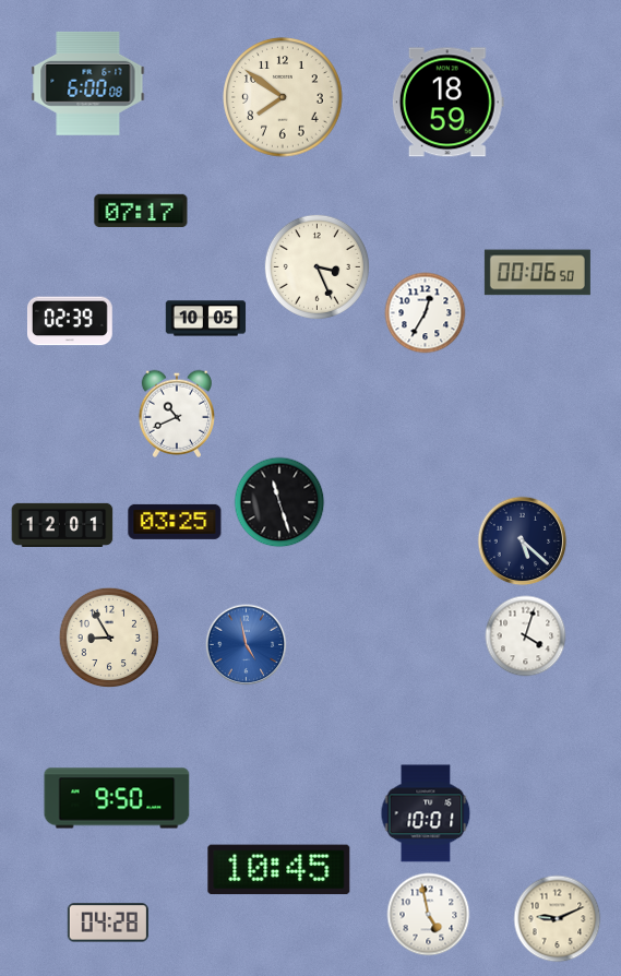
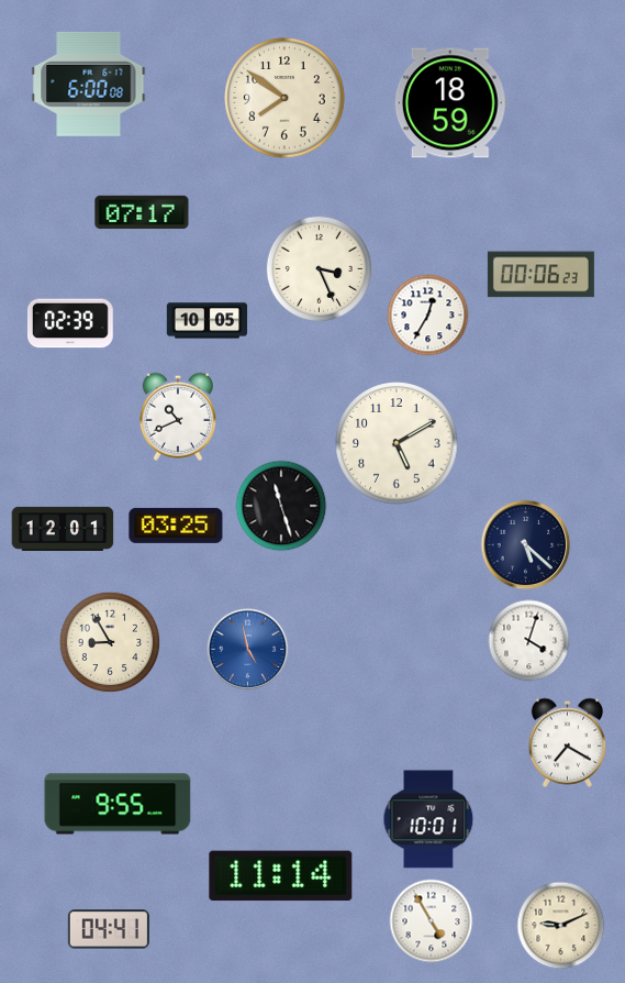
clock at (537, 273): 00:06:50 -> 00:06:23
clock at (397, 443): none -> 5:10
clock at (568, 742): none -> 7:20
clock at (117, 798): 9:50 -> 9:55
clock at (279, 870): 10:45 -> 11:14
clock at (429, 915): 4:58 -> 4:55
clock at (108, 923): 04:28 -> 04:41
